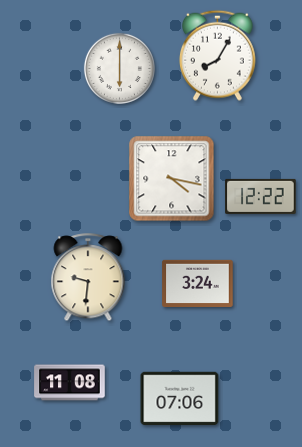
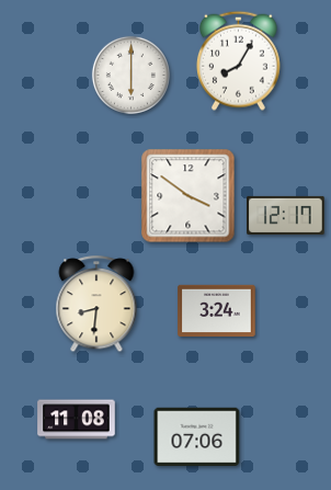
clock at (172, 179): 4:17 -> 3:51
clock at (261, 196): 12:22 -> 12:17
clock at (88, 278): 9:31 -> 8:31
